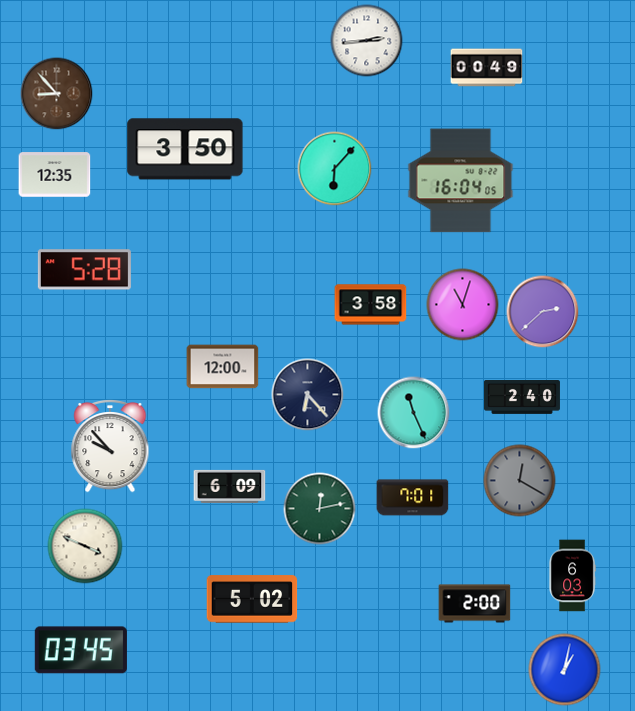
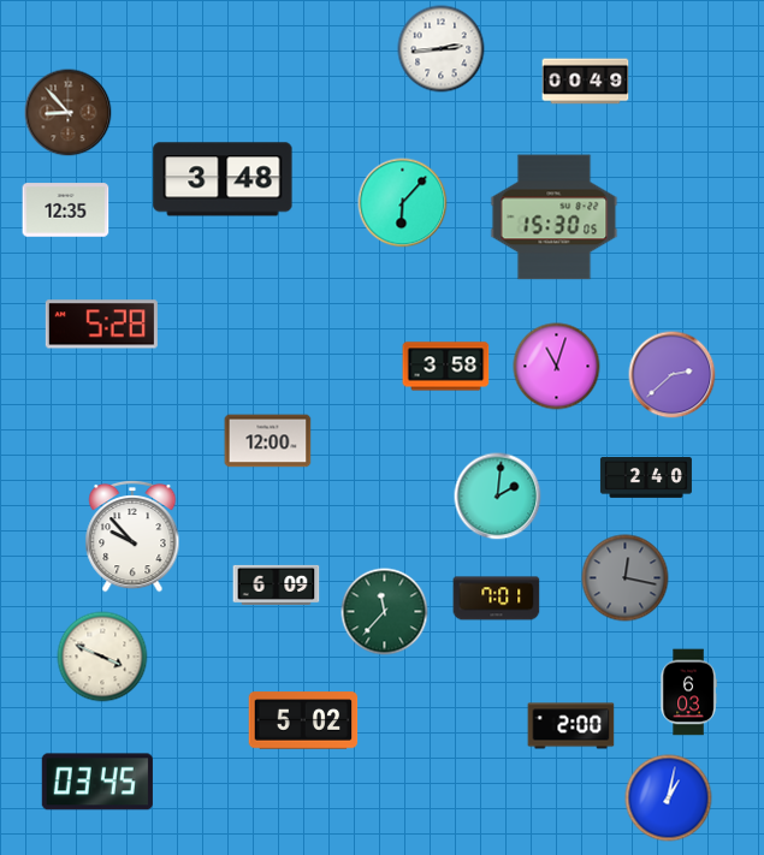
clock at (185, 149): 3:50 -> 3:48
clock at (461, 181): 16:04 -> 15:30
clock at (543, 312) position: (543, 312) -> (673, 375)
clock at (308, 395): 6:23 -> none
clock at (522, 398) position: (522, 398) -> (646, 479)
clock at (414, 413): 11:26 -> 2:01
clock at (520, 481): 12:20 -> 12:17
clock at (320, 509): 12:13 -> 11:37
clock at (565, 670) position: (565, 670) -> (669, 798)
